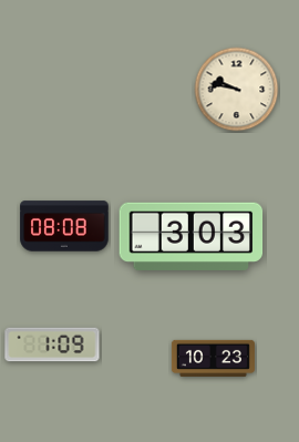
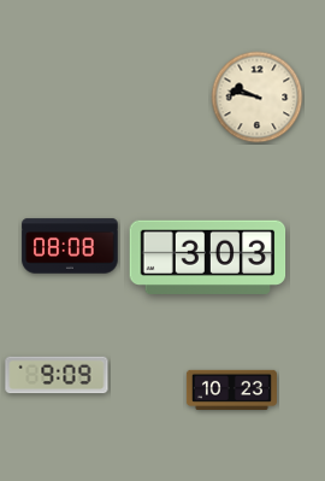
clock at (52, 345): 1:09 -> 9:09
